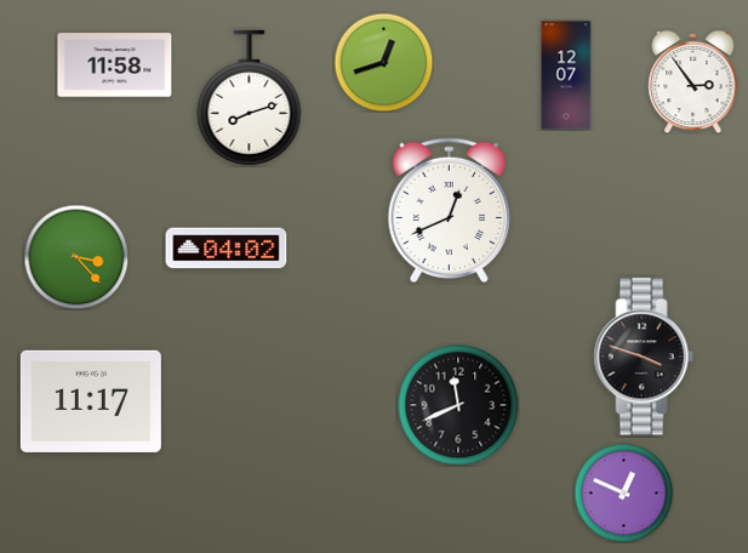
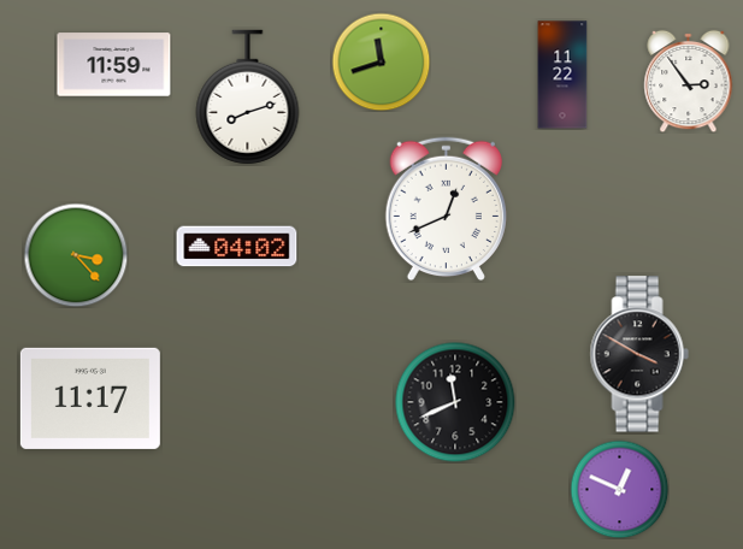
clock at (383, 62): 12:42 -> 11:42
clock at (115, 65): 11:58 -> 11:59
clock at (566, 75): 12:07 -> 11:22
clock at (227, 249) position: (227, 249) -> (237, 247)
clock at (644, 357): 3:48 -> 3:50
